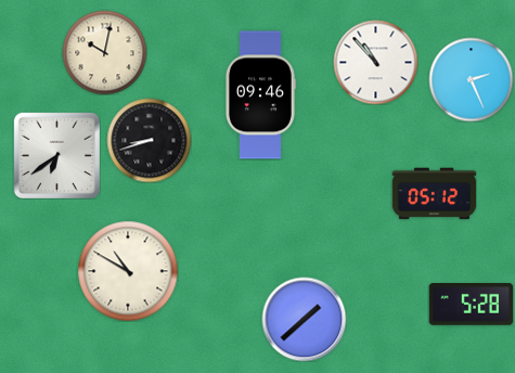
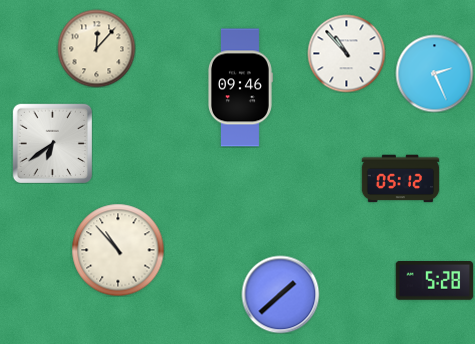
clock at (104, 52): 10:02 -> 12:07
clock at (375, 62) position: (375, 62) -> (346, 53)
clock at (149, 140): 8:42 -> none
clock at (128, 271): 10:50 -> 10:53
